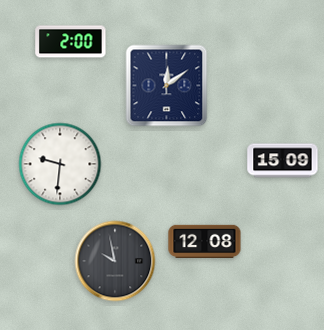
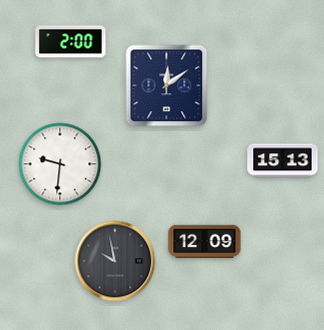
clock at (283, 161): 15:09 -> 15:13
clock at (205, 241): 12:08 -> 12:09
